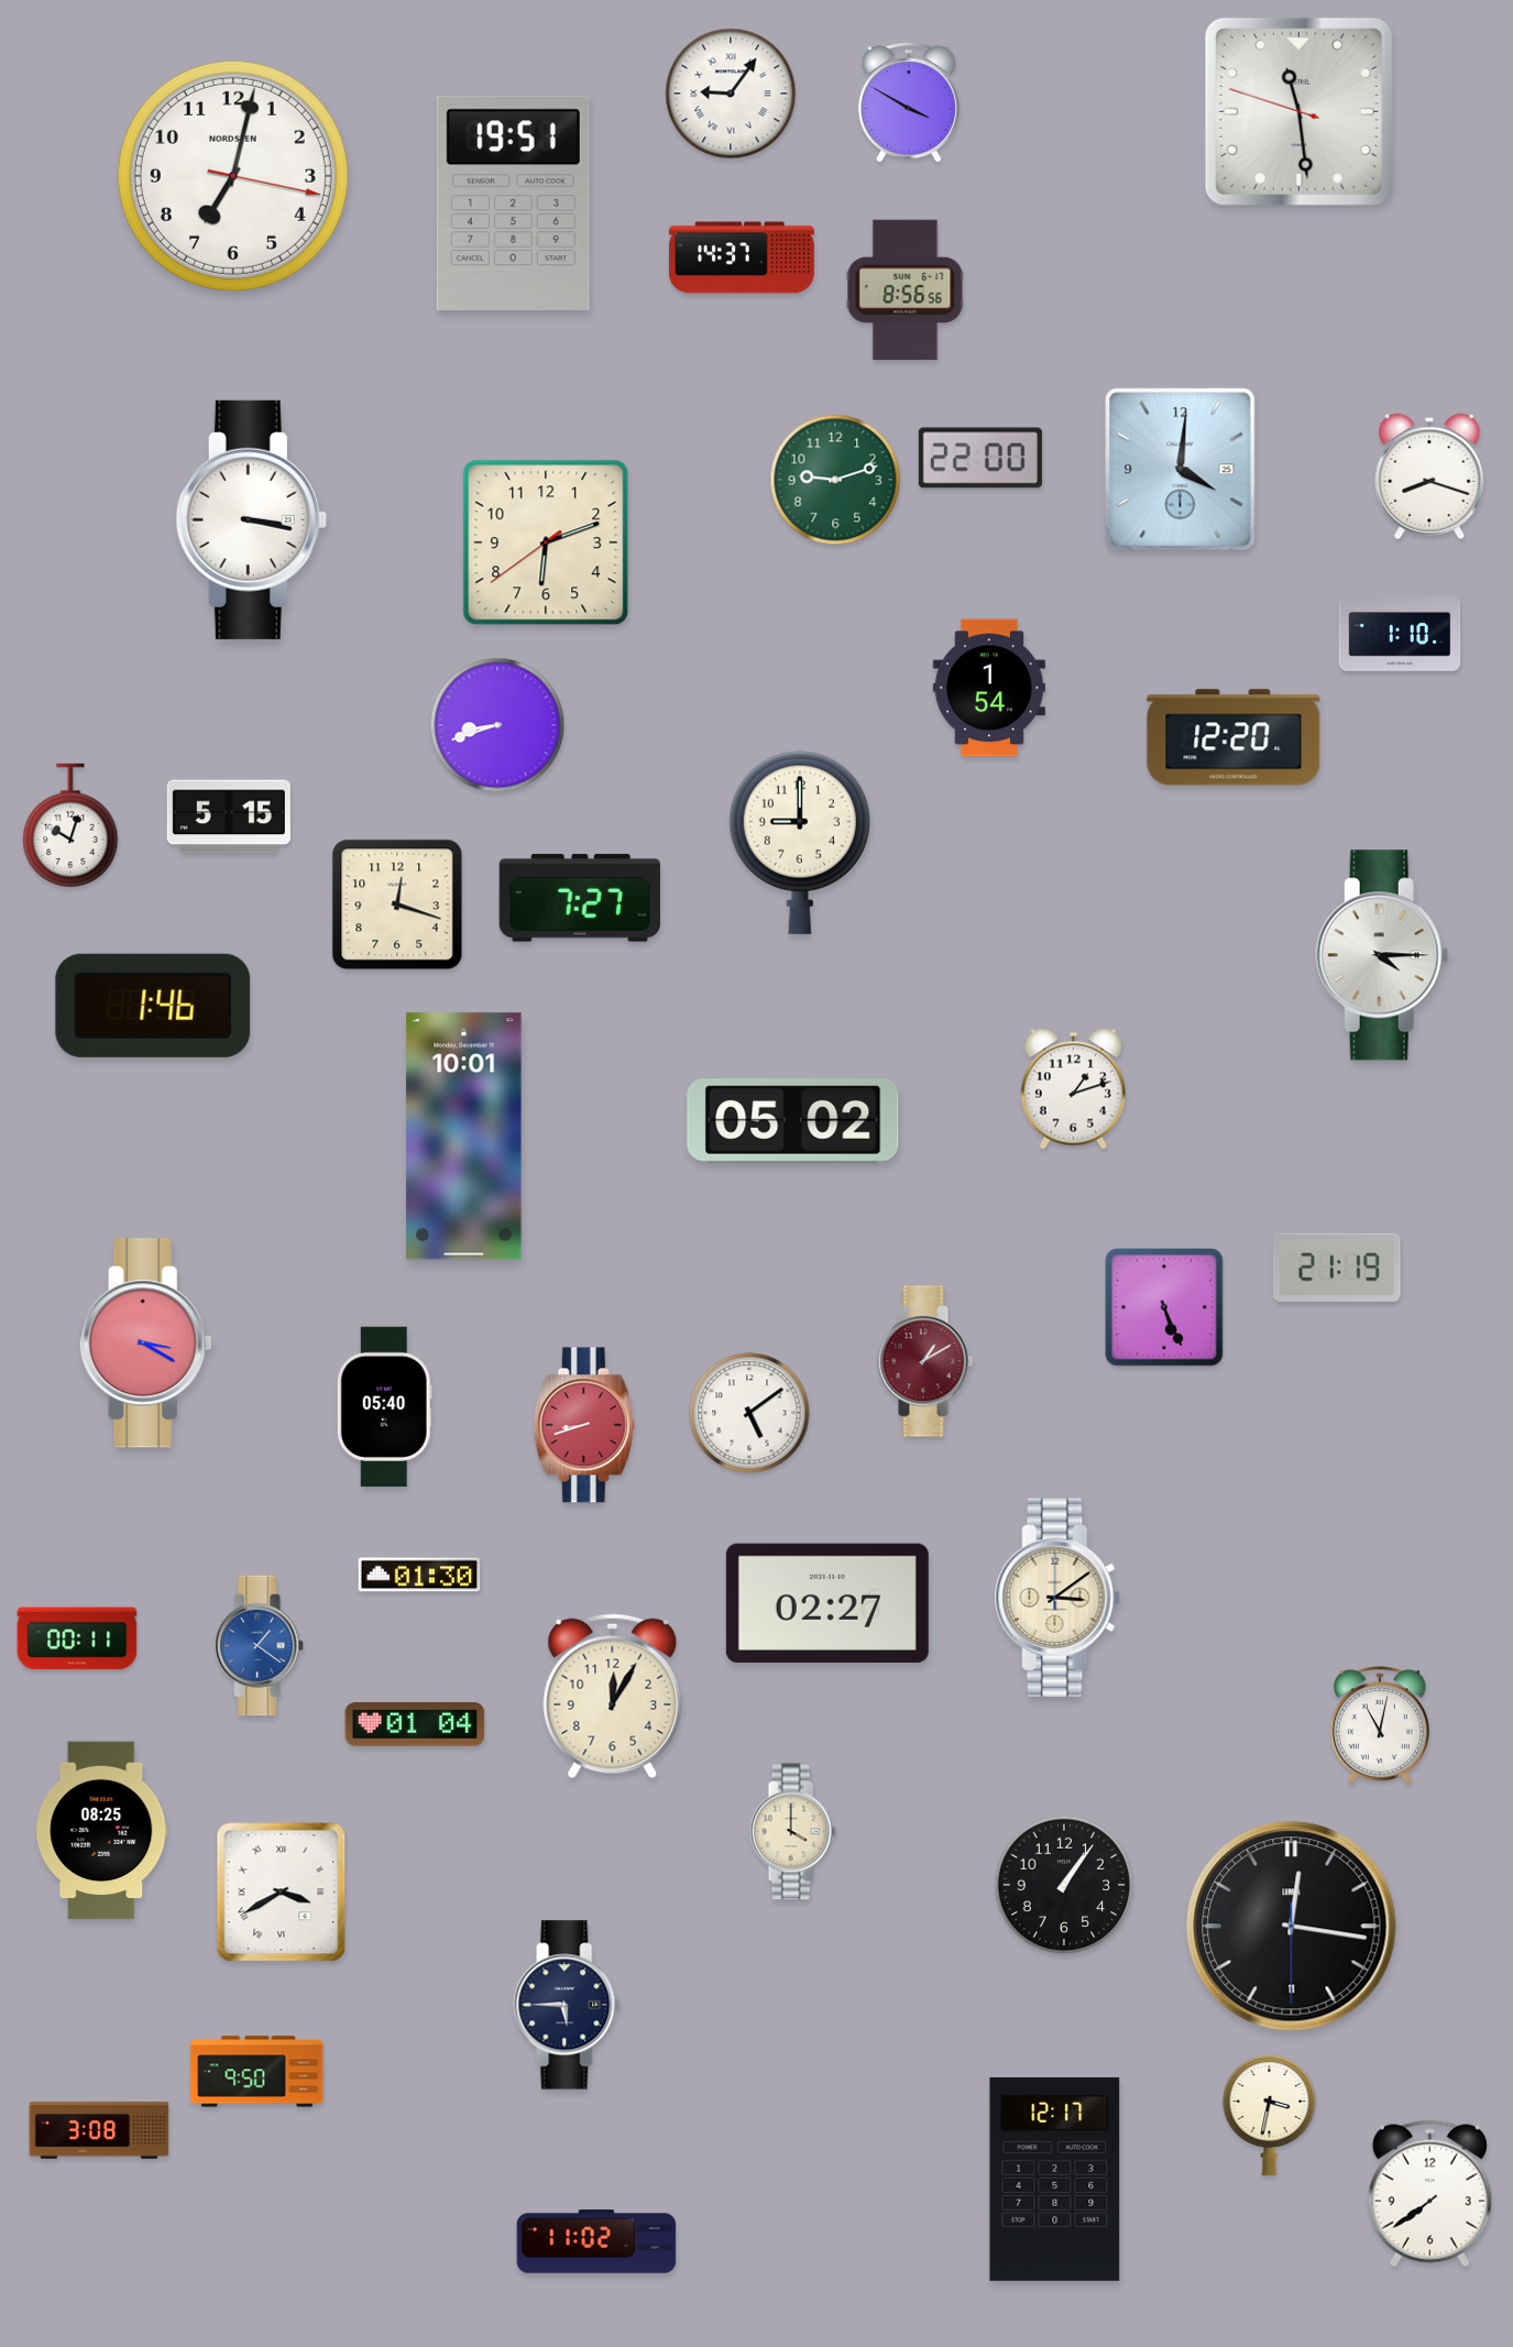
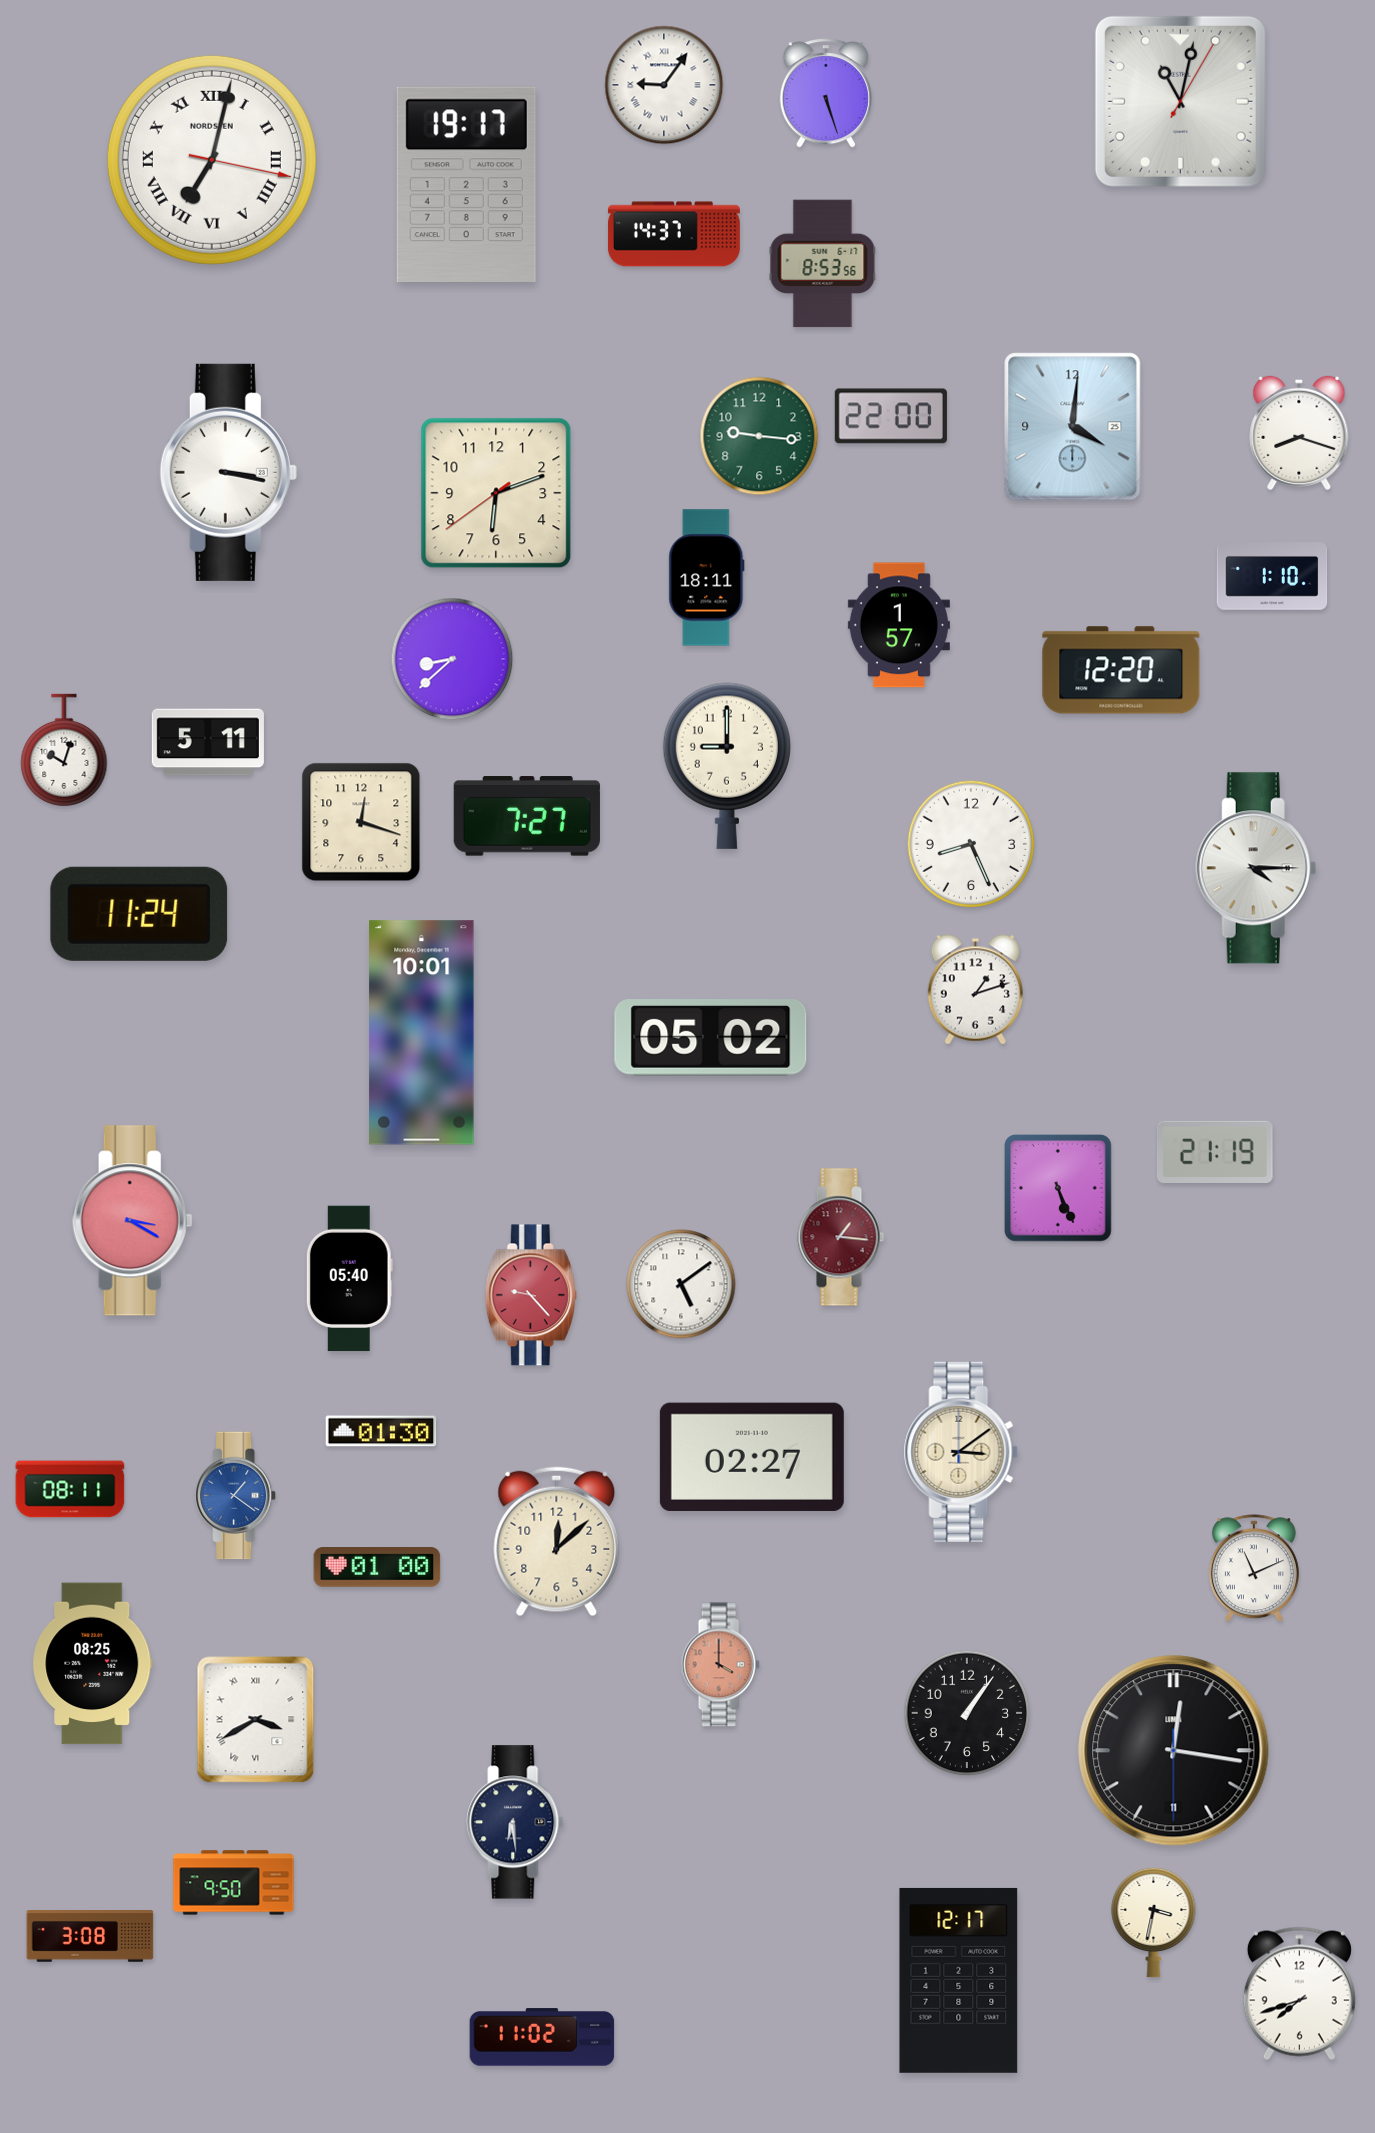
clock at (909, 102): 3:50 -> 5:27
clock at (1298, 111): 11:28 -> 11:02
clock at (233, 176) numerals: Arabic -> Roman
clock at (513, 202): 19:51 -> 19:17
clock at (906, 290): 8:56 -> 8:53
clock at (835, 480): 9:12 -> 9:16
clock at (707, 578): none -> 18:11
clock at (989, 688): 1:54 -> 1:57
clock at (497, 725): 8:42 -> 8:38
clock at (229, 816): 5:15 -> 5:11
clock at (971, 844): none -> 8:26
clock at (153, 1006): 1:46 -> 11:24
clock at (793, 1121) position: (793, 1121) -> (711, 1038)
clock at (925, 1361): 1:10 -> 1:16
clock at (584, 1425): 8:42 -> 9:23
clock at (77, 1638): 00:11 -> 08:11
clock at (613, 1697): 12:05 -> 12:08
clock at (415, 1724): 01:04 -> 01:00
clock at (1380, 1726): 11:02 -> 11:11
clock at (792, 1832) dial: cream -> salmon
clock at (567, 2005): 5:45 -> 6:29
clock at (1429, 2194): 7:39 -> 7:42
